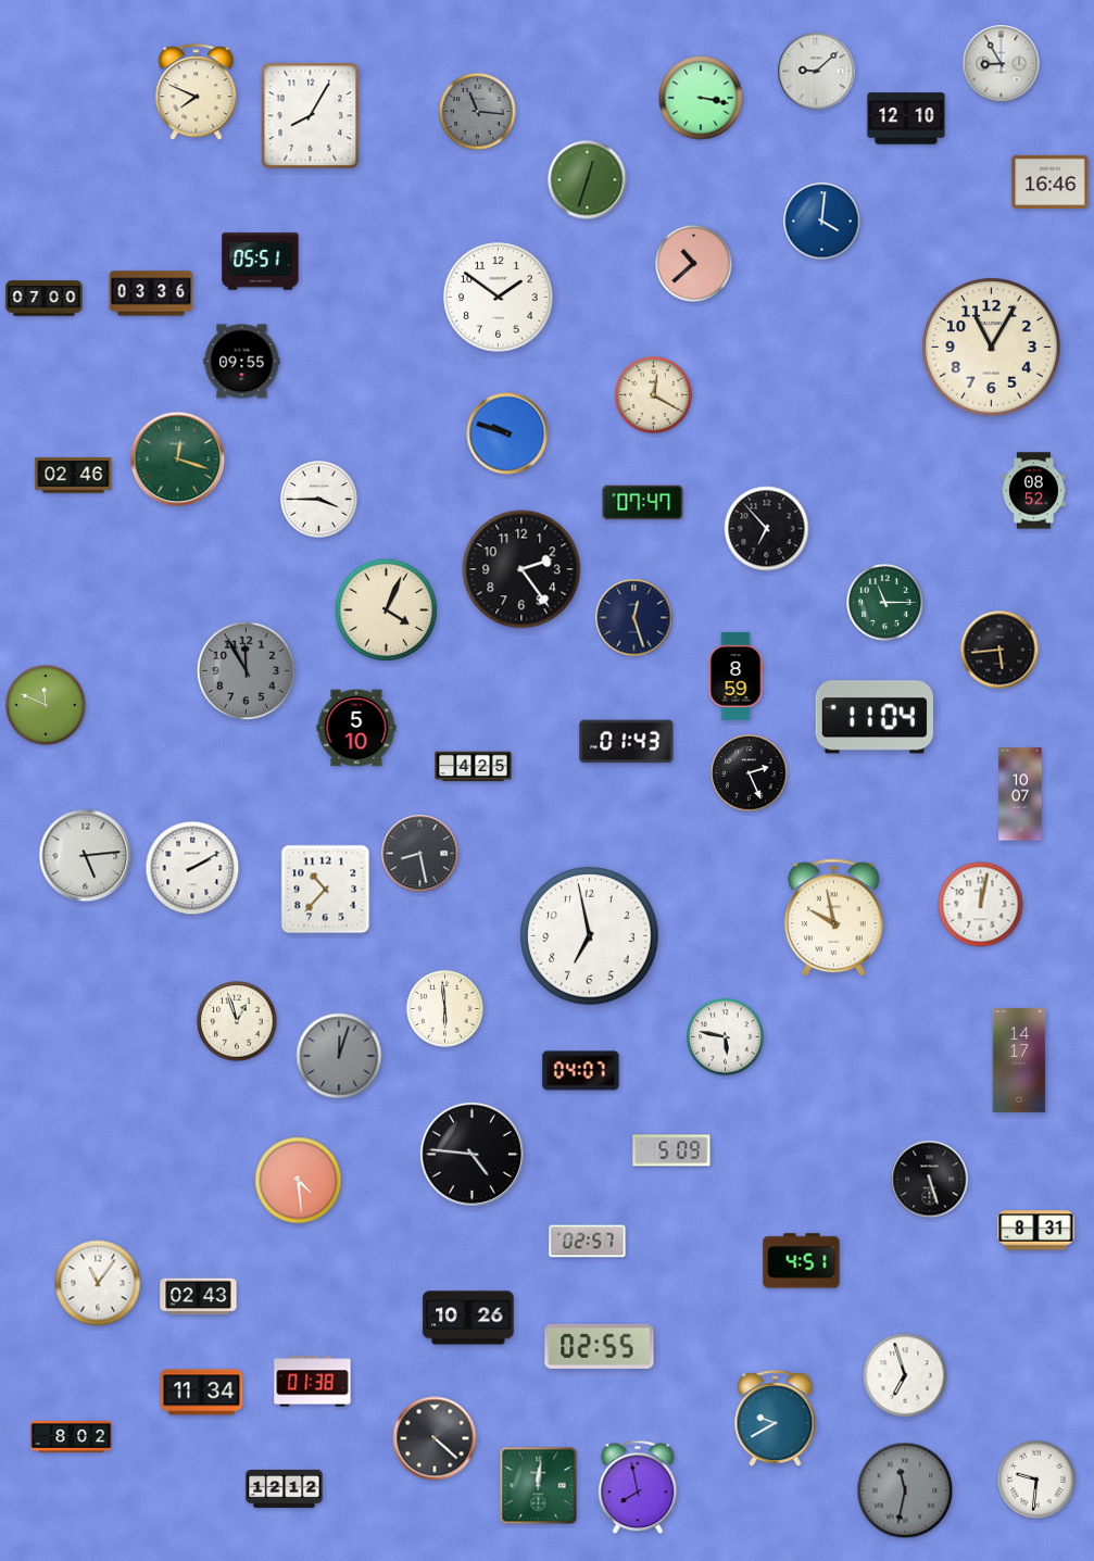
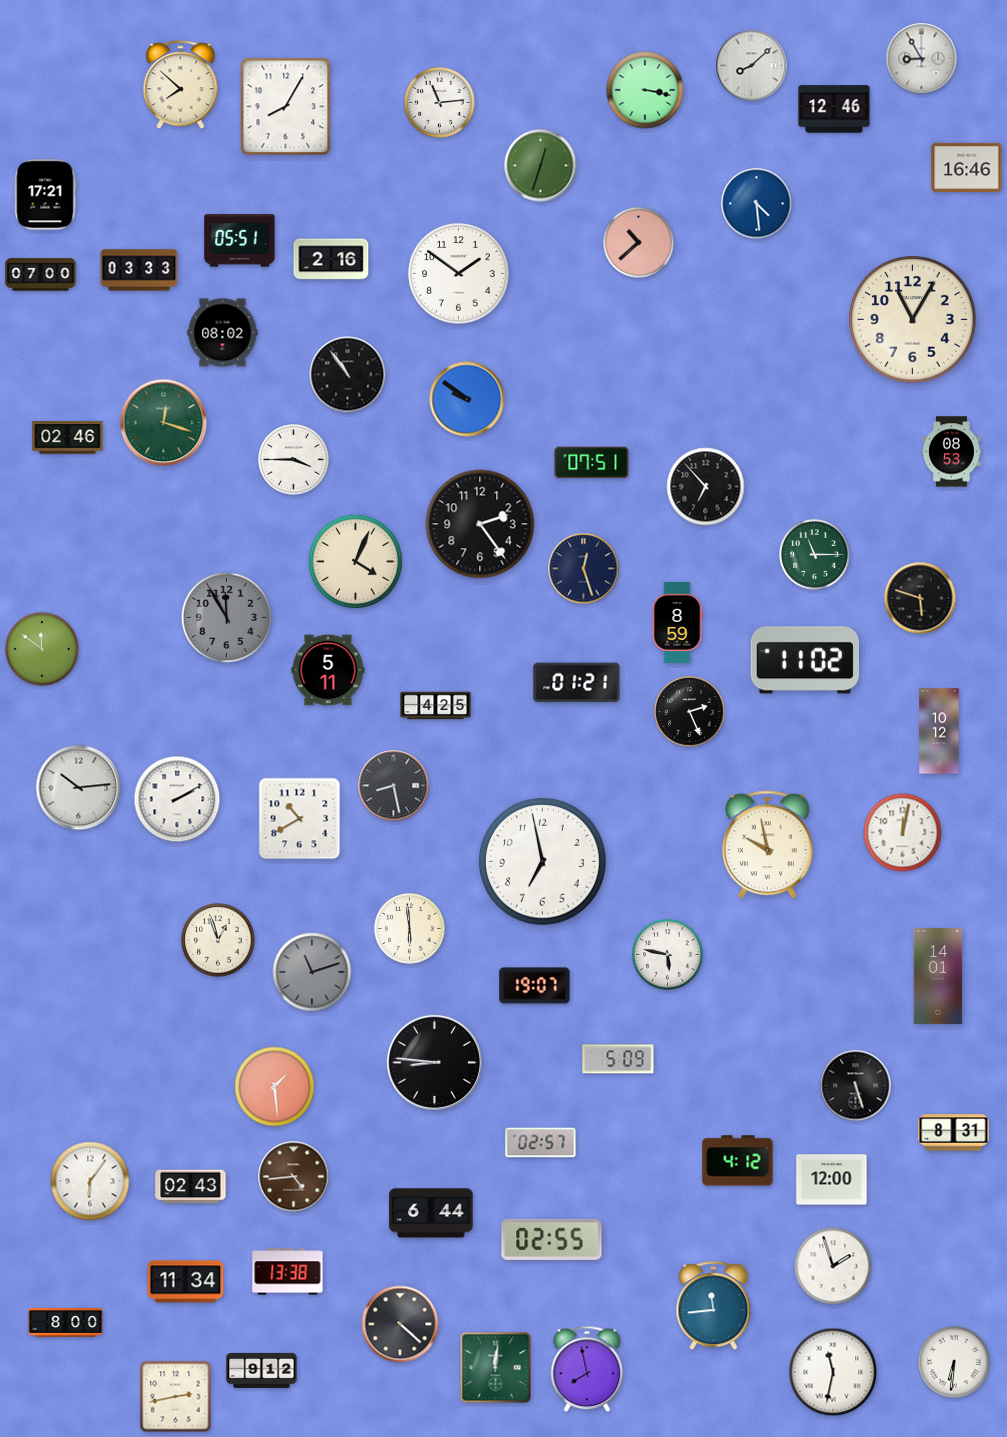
clock at (817, 72): 9:08 -> 8:08
clock at (197, 92): 7:49 -> 7:52
clock at (478, 112): 11:16 -> 11:14
clock at (478, 112) dial: grey -> white
clock at (906, 118): 12:10 -> 12:46
clock at (45, 195): none -> 17:21
clock at (822, 222): 4:01 -> 4:29
clock at (331, 259): none -> 2:16
clock at (151, 293): 03:36 -> 03:33
clock at (242, 362): 09:55 -> 08:02
clock at (654, 395): 12:20 -> none
clock at (348, 375): none -> 10:54
clock at (507, 433): 9:48 -> 9:51
clock at (1033, 491): 08:52 -> 08:53
clock at (643, 503): 07:47 -> 07:51
clock at (999, 650): 5:44 -> 5:48
clock at (46, 705): 11:49 -> 11:51
clock at (875, 717): 11:04 -> 11:02
clock at (356, 728): 5:10 -> 5:11
clock at (627, 742): 01:43 -> 01:21
clock at (1020, 794): 10:07 -> 10:12
clock at (420, 854) position: (420, 854) -> (394, 786)
clock at (86, 856): 5:14 -> 10:14
clock at (326, 890): 10:37 -> 10:40
clock at (339, 1056): 12:03 -> 11:12
clock at (1019, 1060): 14:17 -> 14:01
clock at (581, 1071): 04:07 -> 19:07
clock at (471, 1154): 4:46 -> 8:46
clock at (299, 1181): 4:29 -> 1:29
clock at (802, 1261): 4:51 -> 4:12
clock at (294, 1177): none -> 4:44
clock at (832, 1180): none -> 12:00
clock at (98, 1283): 11:06 -> 6:06
clock at (199, 1297) position: (199, 1297) -> (191, 1187)
clock at (468, 1318): 10:26 -> 6:44
clock at (905, 1375): 6:57 -> 1:57
clock at (313, 1382): 01:38 -> 13:38
clock at (776, 1419): 9:40 -> 11:44
clock at (72, 1437): 8:02 -> 8:00
clock at (1036, 1480): 9:31 -> 6:31
clock at (285, 1488): 12:12 -> 9:12
clock at (905, 1490) dial: grey -> white
clock at (176, 1397): none -> 2:43
